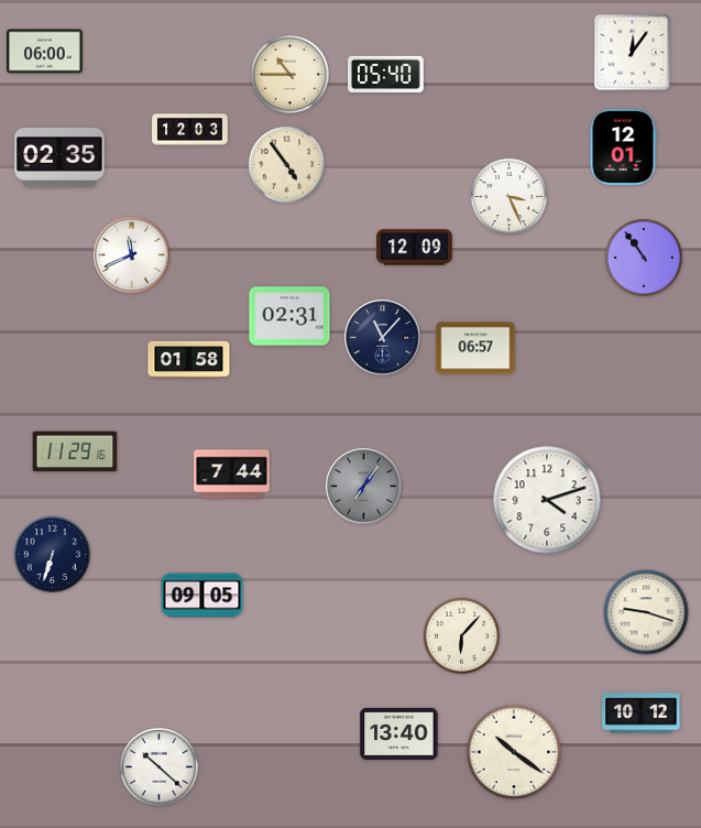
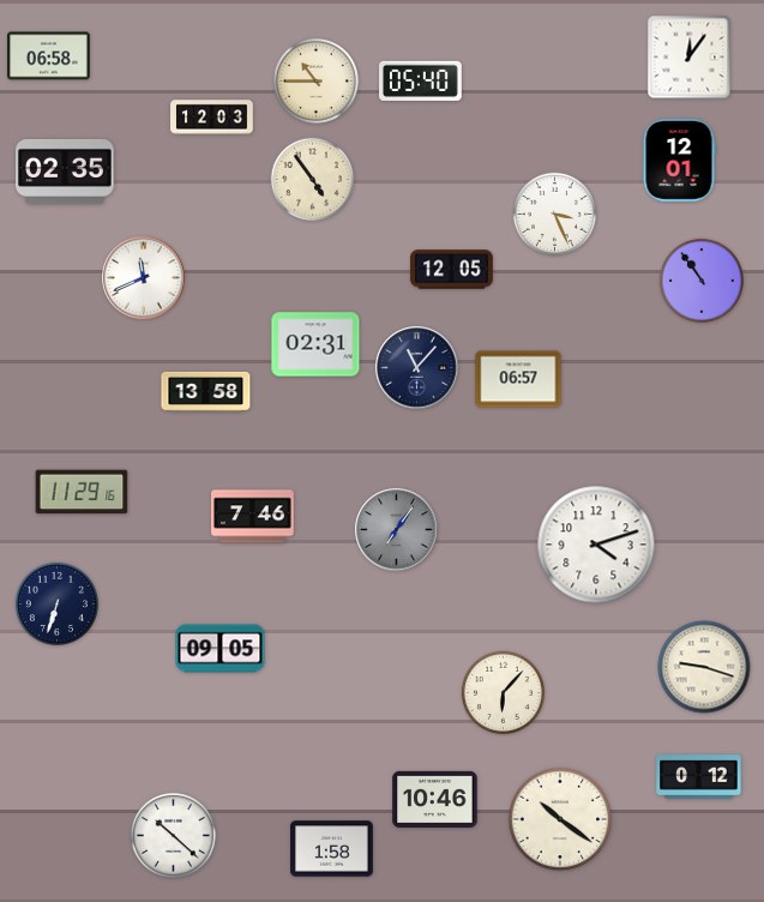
clock at (45, 52): 06:00 -> 06:58
clock at (190, 130) position: (190, 130) -> (212, 118)
clock at (415, 248): 12:09 -> 12:05
clock at (189, 359): 01:58 -> 13:58
clock at (232, 475): 7:44 -> 7:46
clock at (642, 713): 10:12 -> 0:12
clock at (399, 733): 13:40 -> 10:46
clock at (332, 849): none -> 1:58
